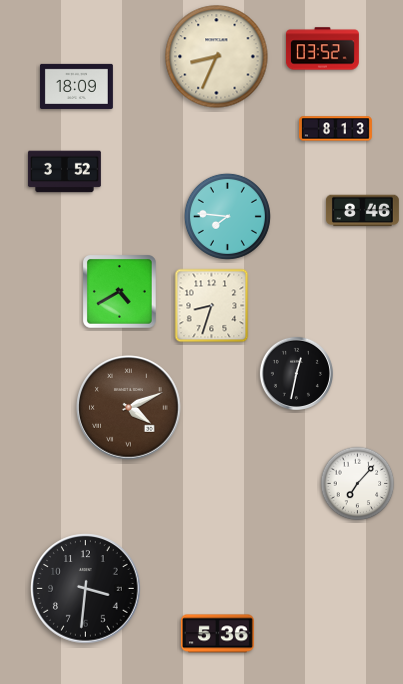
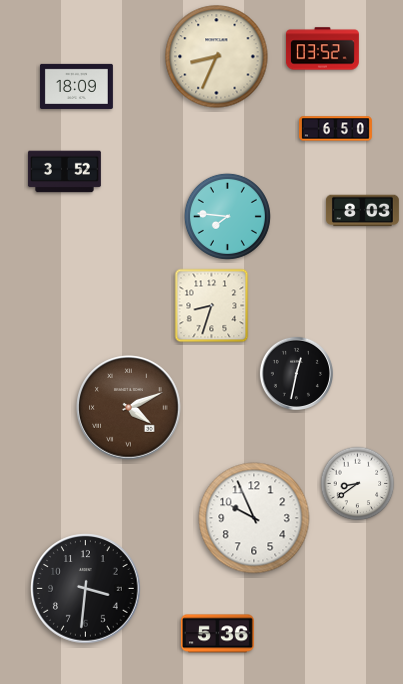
clock at (336, 129): 8:13 -> 6:50
clock at (362, 211): 8:46 -> 8:03
clock at (120, 292): 4:40 -> none
clock at (358, 484): 7:07 -> 8:39
clock at (254, 518): none -> 9:56
